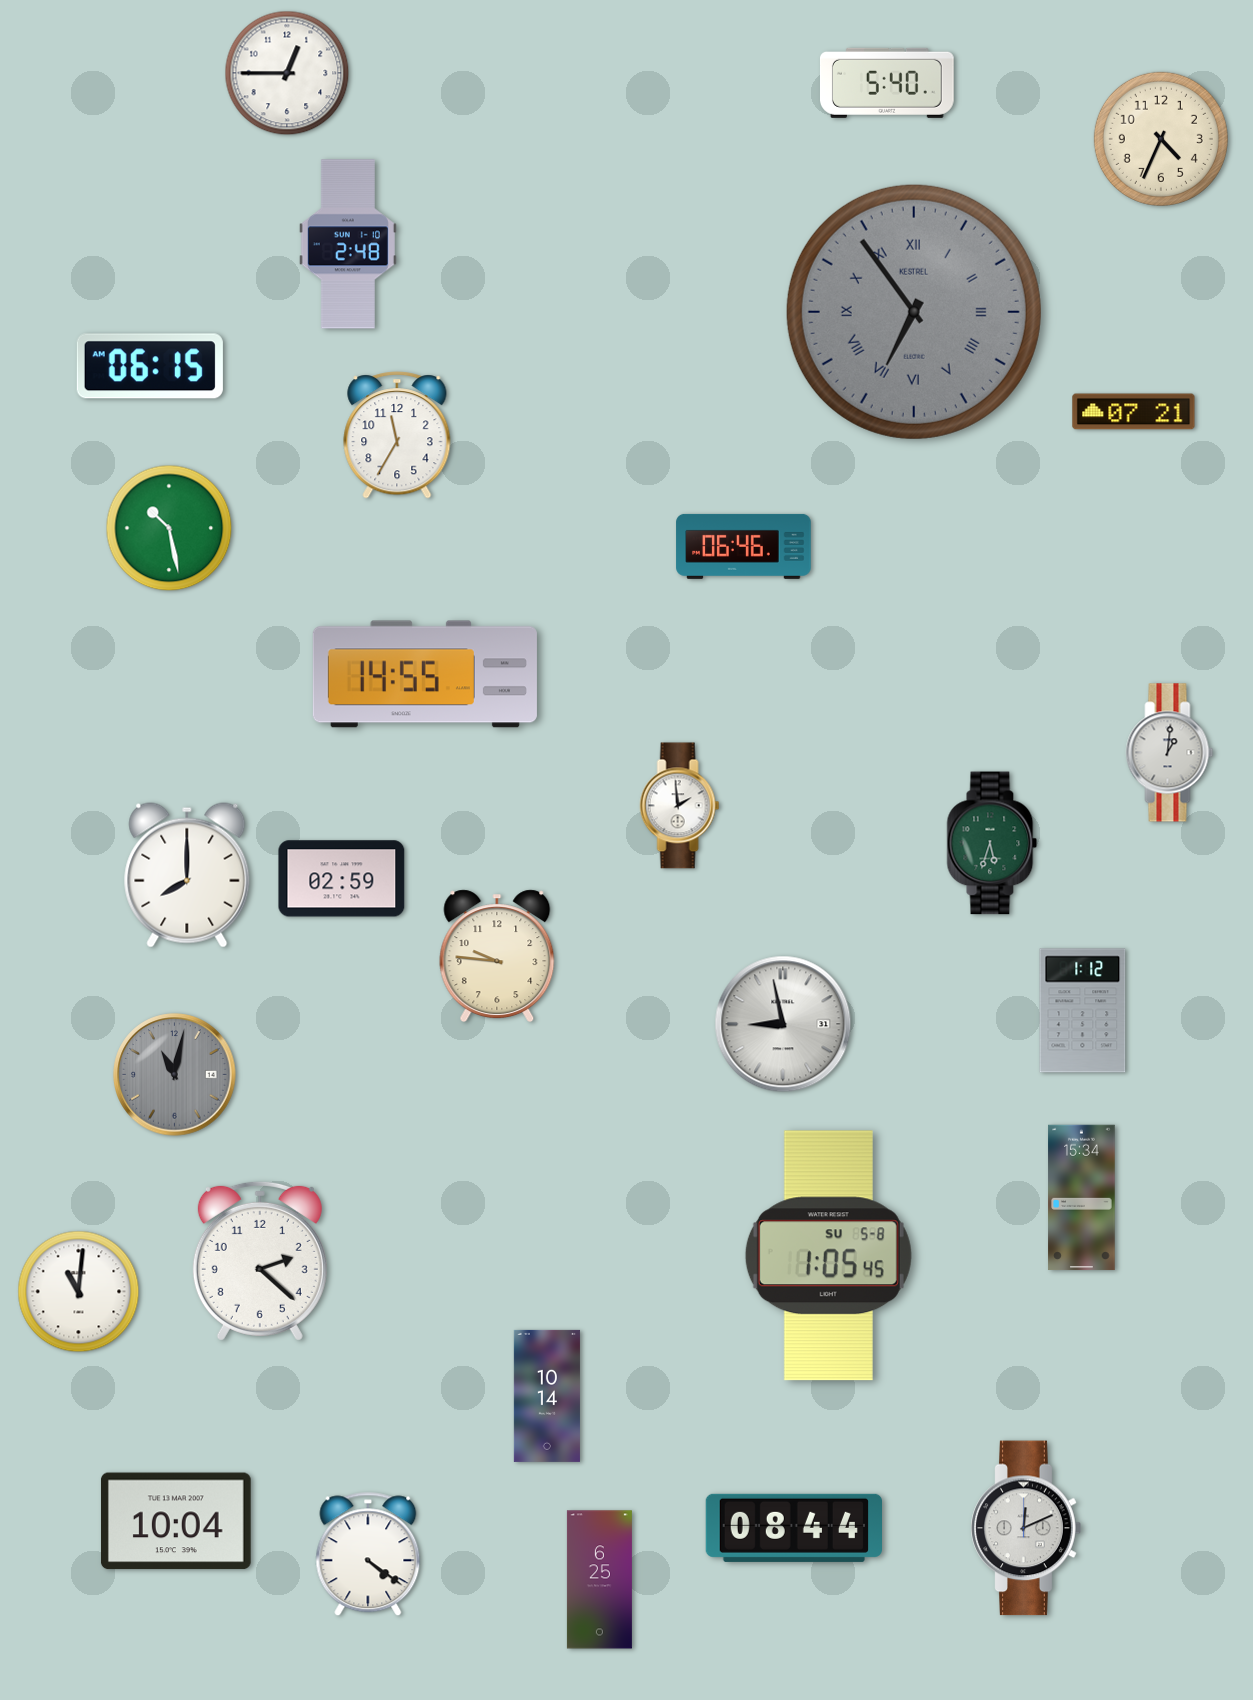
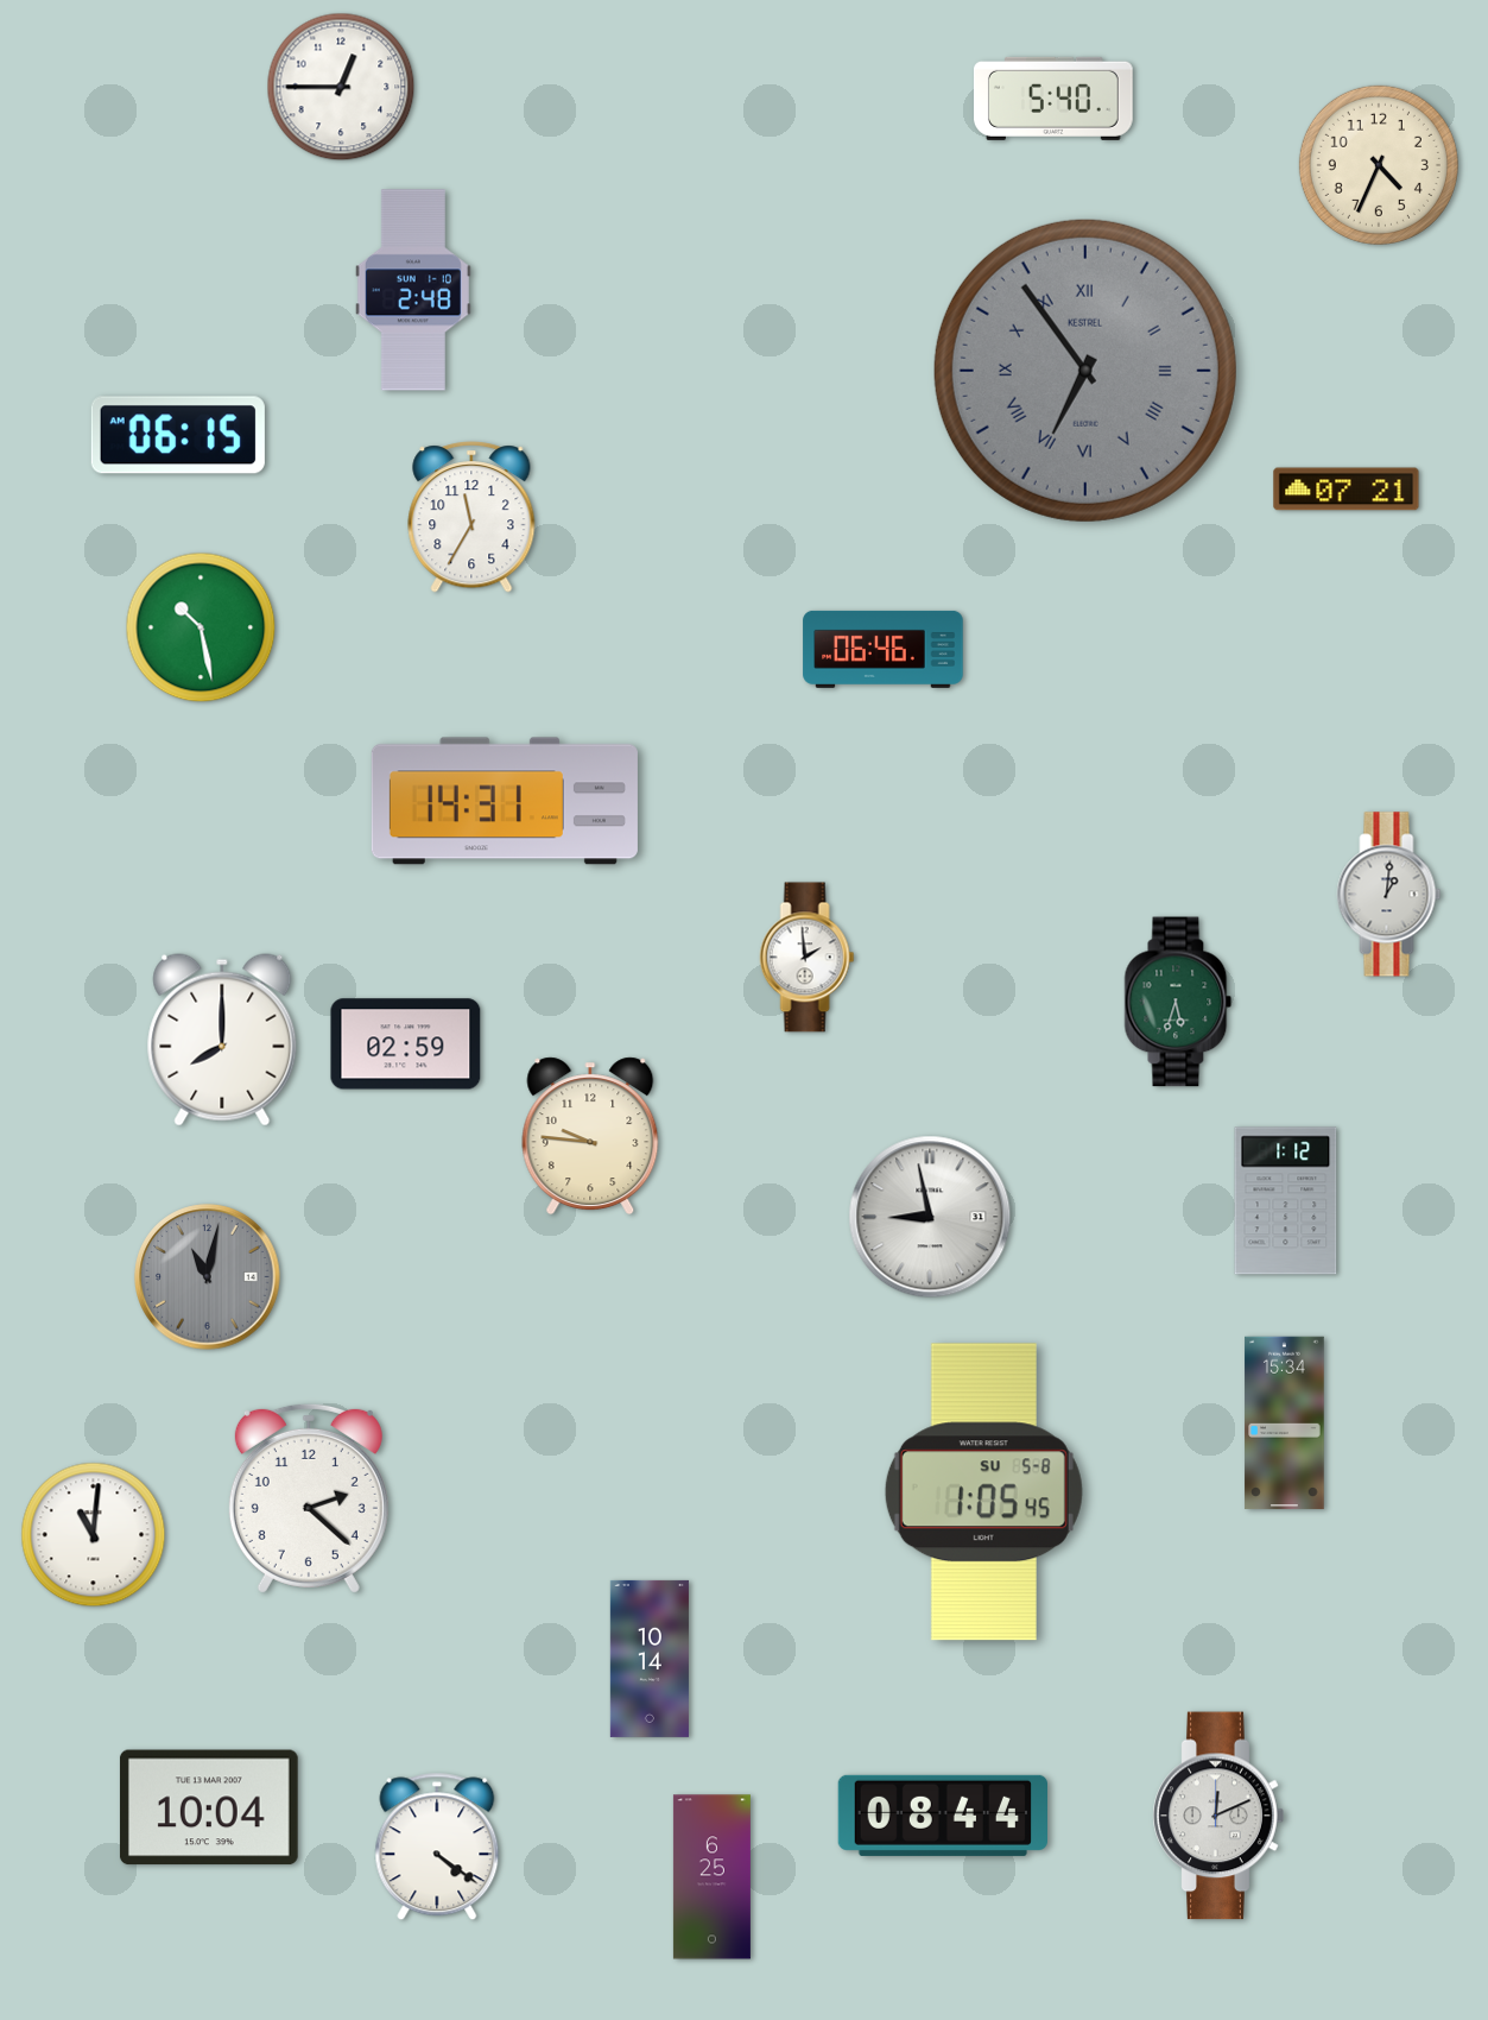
clock at (425, 674): 14:55 -> 14:31
